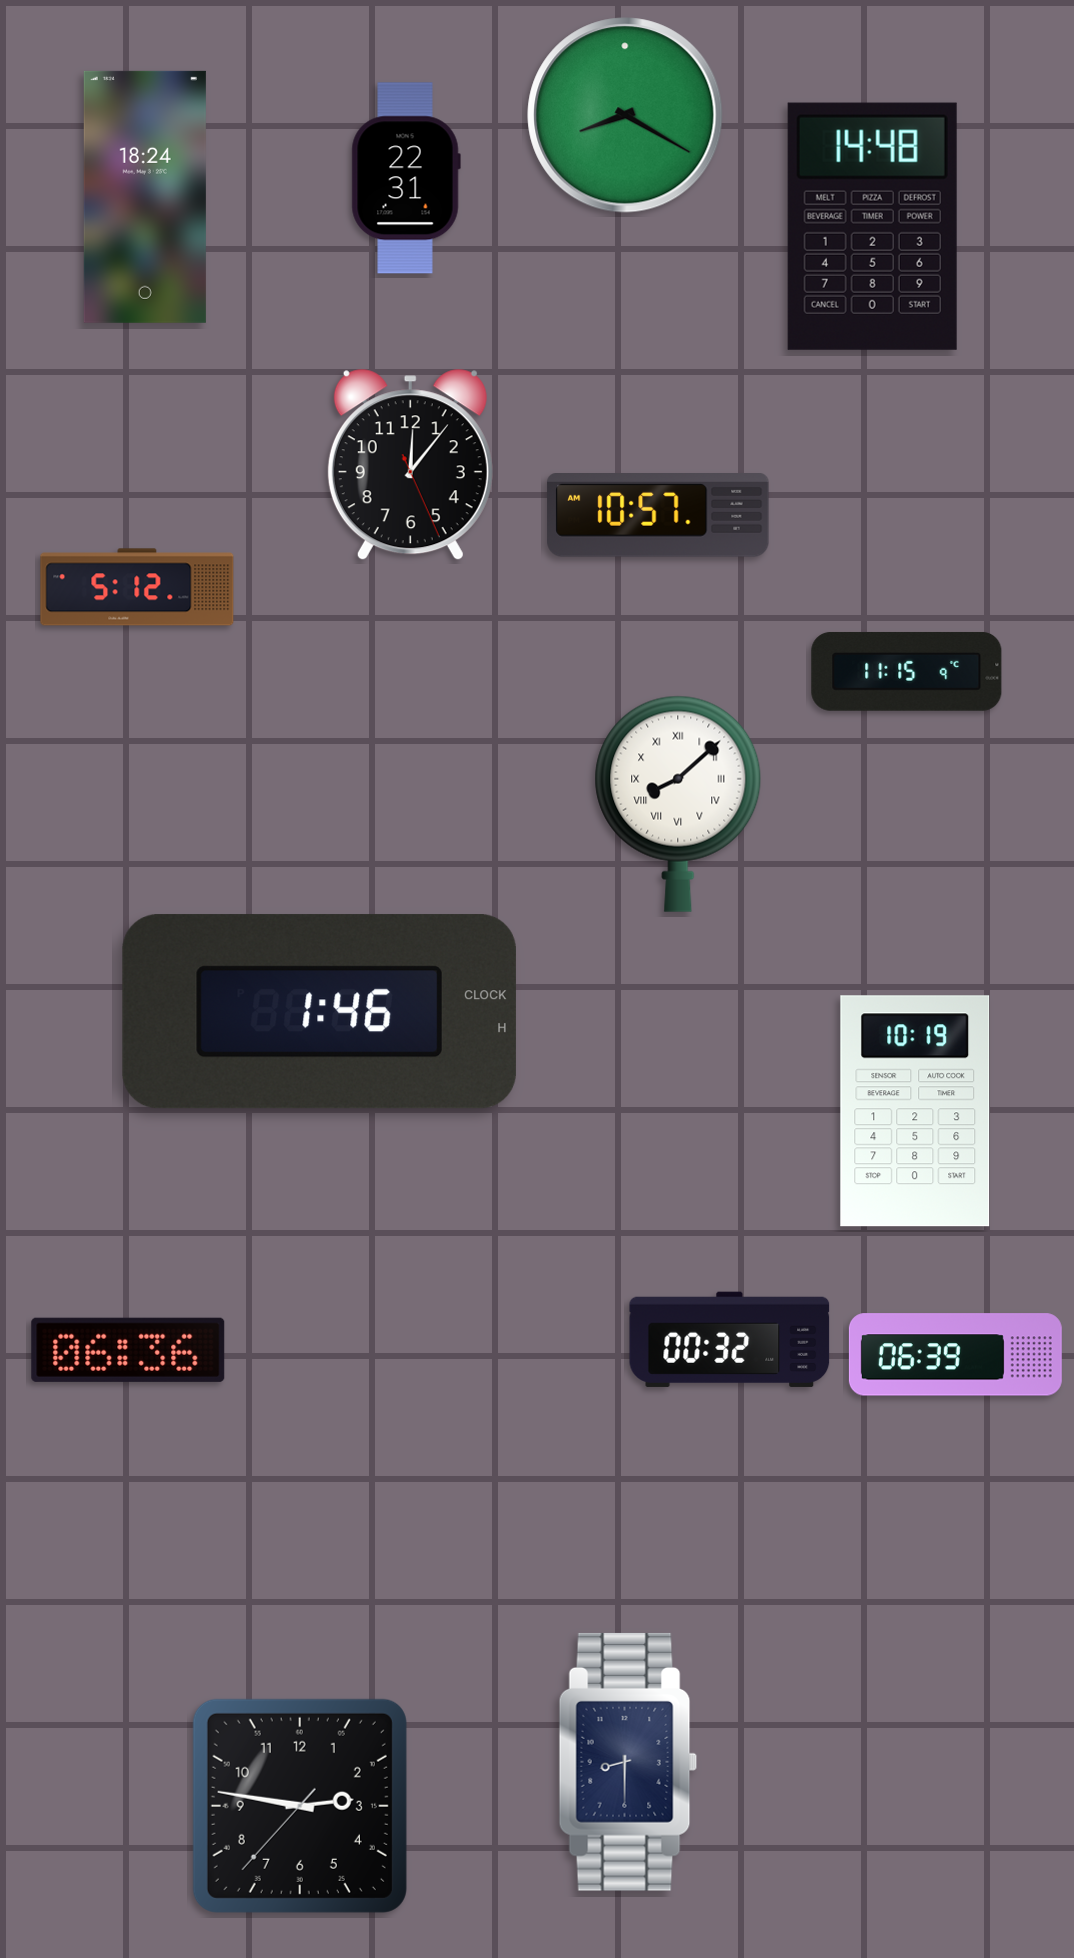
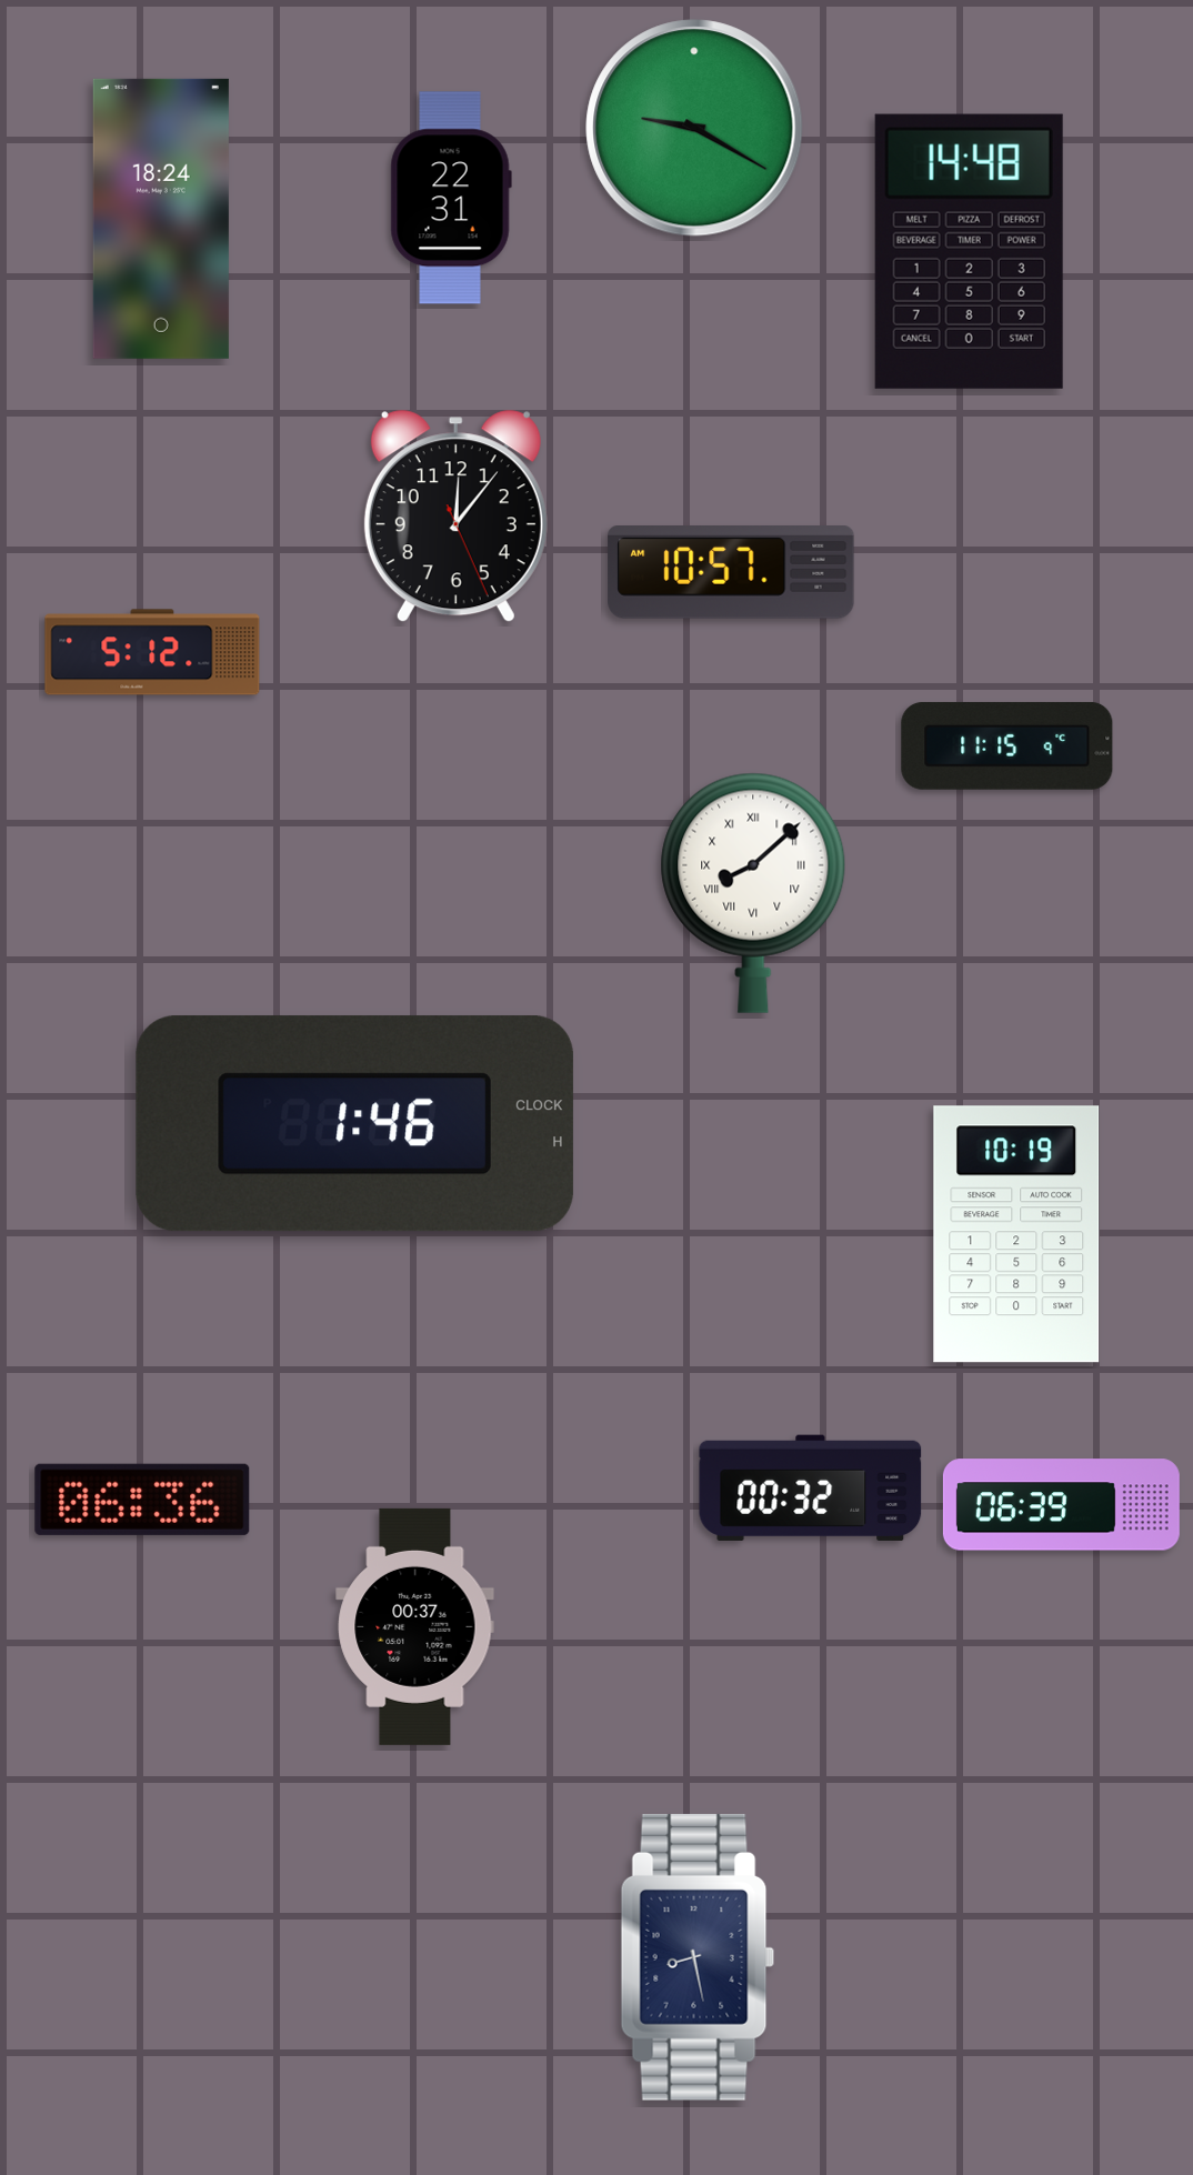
clock at (625, 115): 8:20 -> 9:20
clock at (415, 1626): none -> 00:37
clock at (628, 1762): 8:30 -> 8:28
clock at (300, 1806): 2:46 -> none
